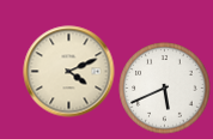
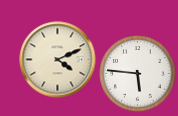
clock at (165, 89): 5:41 -> 5:46
